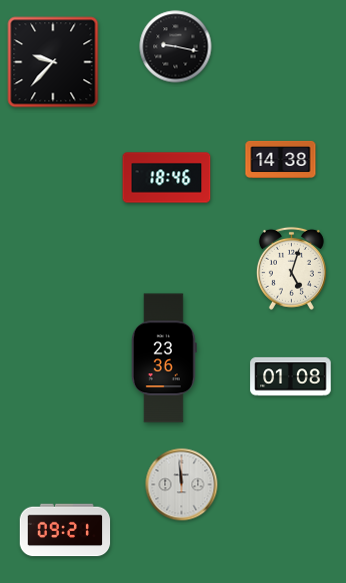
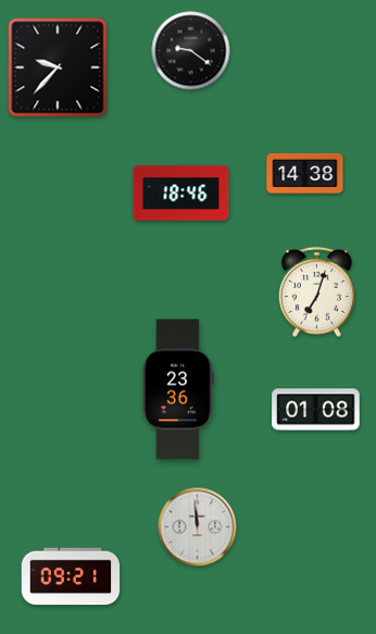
clock at (176, 47): 9:17 -> 9:21
clock at (291, 268): 5:03 -> 7:03
